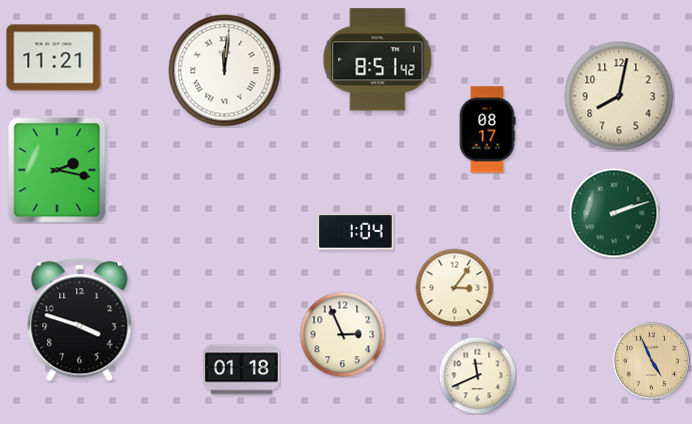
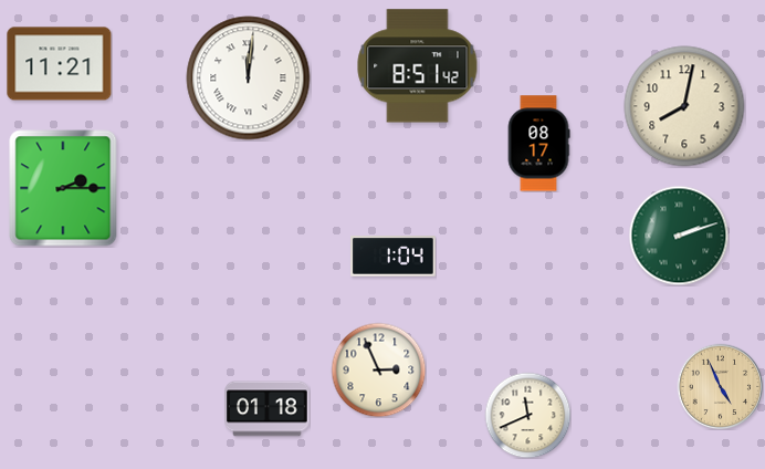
clock at (57, 170): 2:17 -> 2:15
clock at (454, 287): 3:06 -> none
clock at (80, 320): 3:48 -> none
clock at (651, 360) position: (651, 360) -> (720, 386)
